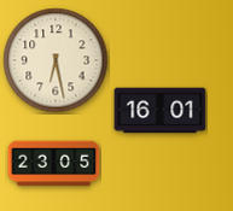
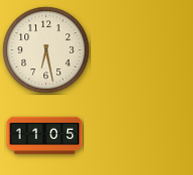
clock at (161, 111): 16:01 -> none
clock at (54, 164): 23:05 -> 11:05
